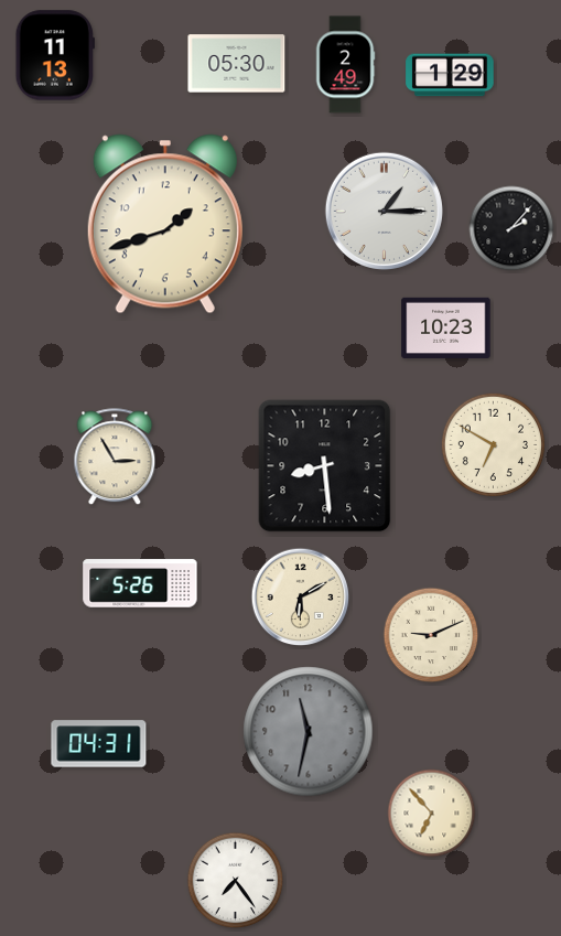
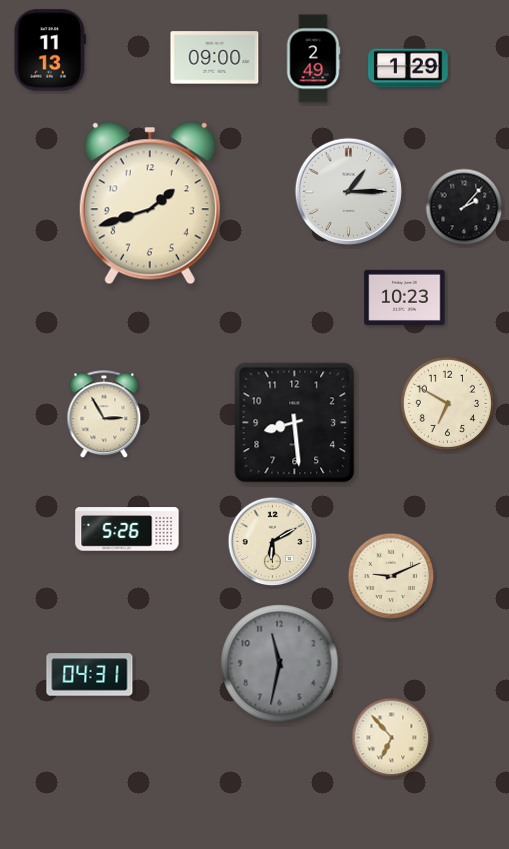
clock at (237, 64): 05:30 -> 09:00
clock at (236, 881): 7:24 -> none
